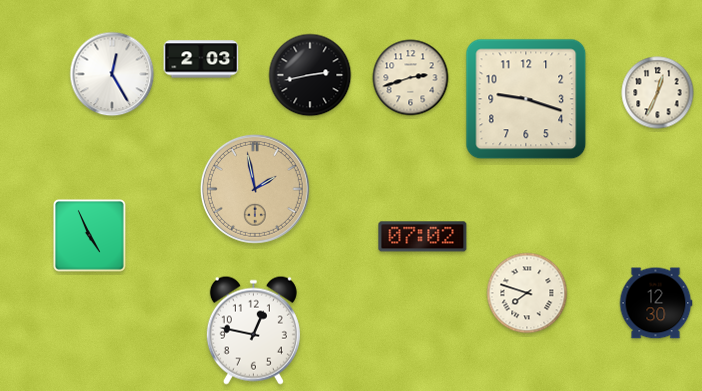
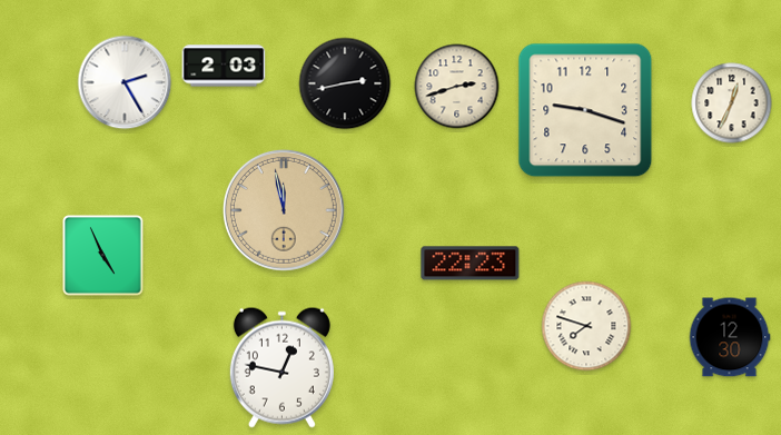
clock at (112, 74): 12:25 -> 2:25
clock at (255, 189): 1:58 -> 11:58
clock at (90, 236) position: (90, 236) -> (103, 256)
clock at (423, 237): 07:02 -> 22:23
